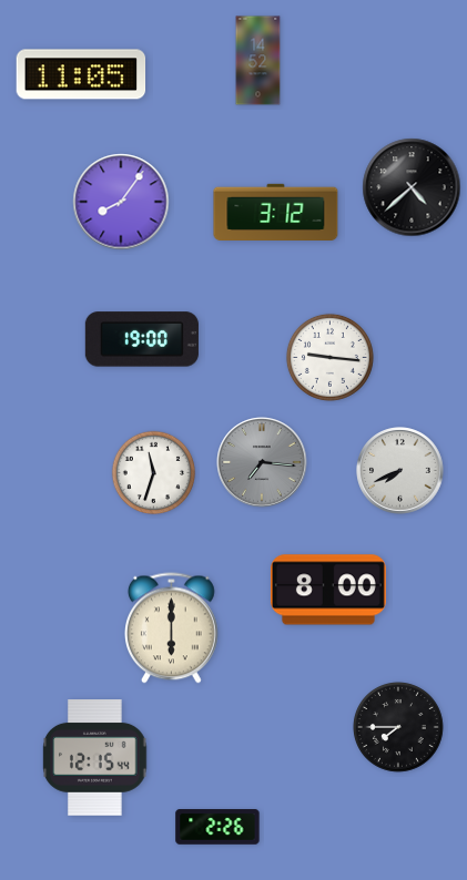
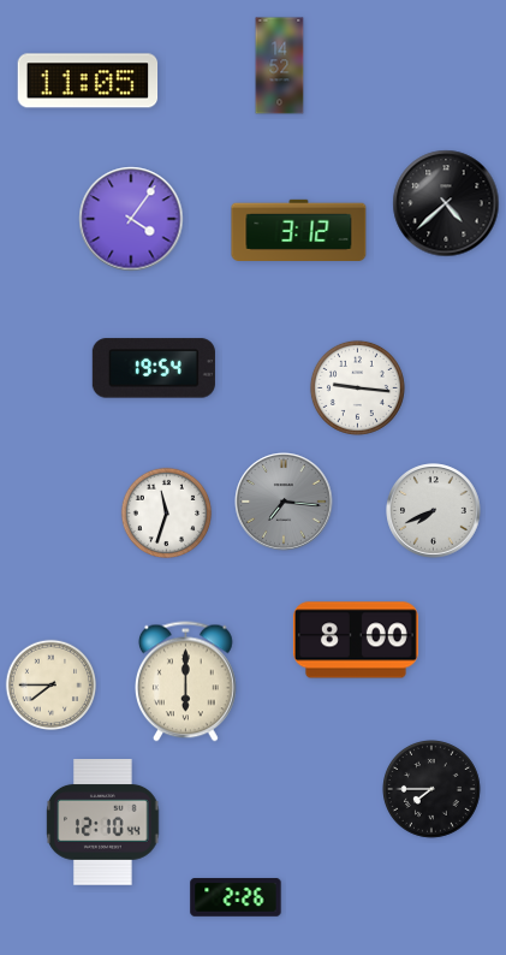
clock at (121, 202): 8:06 -> 4:06
clock at (142, 339): 19:00 -> 19:54
clock at (52, 686): none -> 7:45
clock at (95, 758): 12:15 -> 12:10
